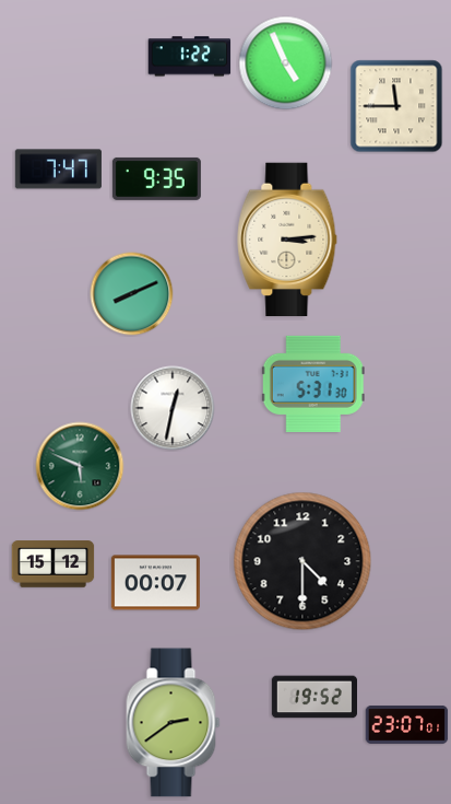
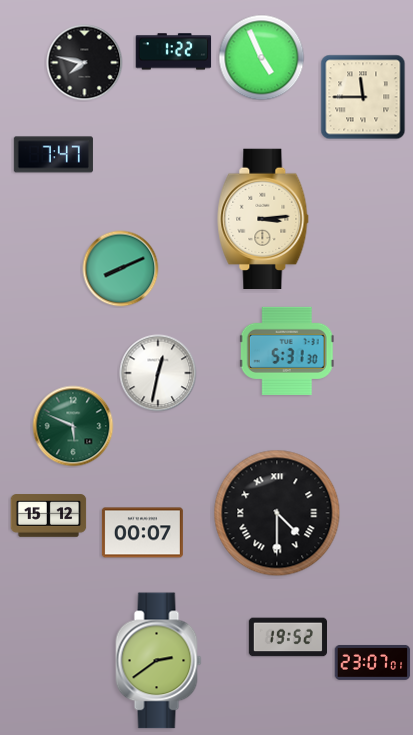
clock at (85, 63): none -> 7:47
clock at (156, 178): 9:35 -> none
clock at (302, 561) numerals: Arabic -> Roman
